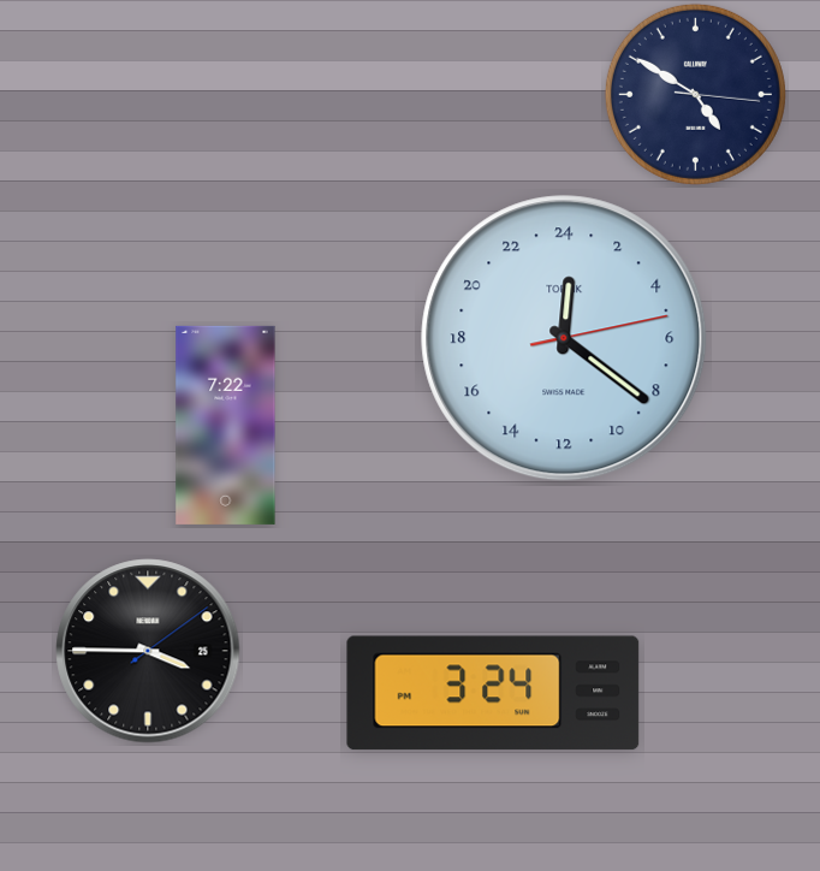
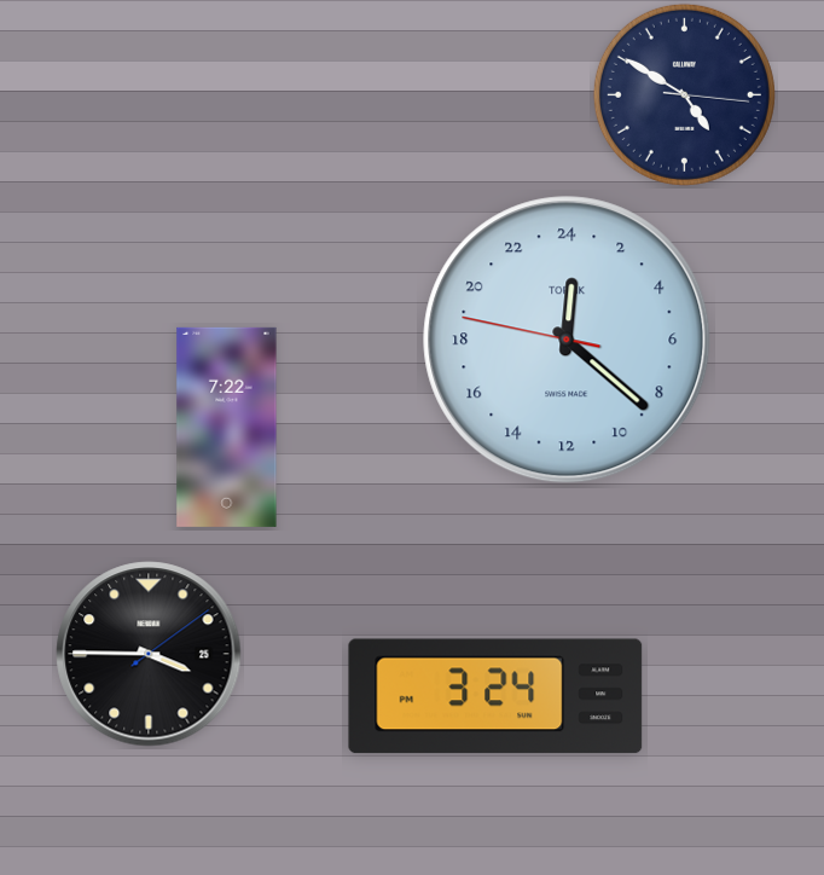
clock at (695, 94) position: (695, 94) -> (684, 94)
clock at (564, 338): 0:21:13 -> 0:21:47
